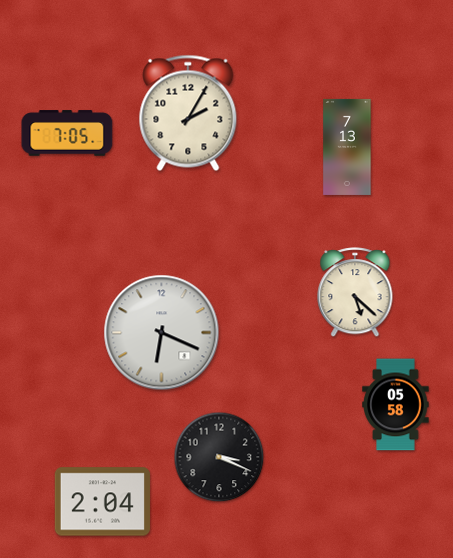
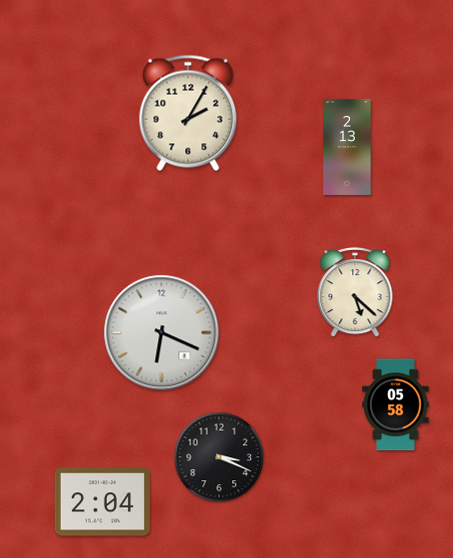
clock at (67, 133): 7:05 -> none
clock at (347, 147): 7:13 -> 2:13
